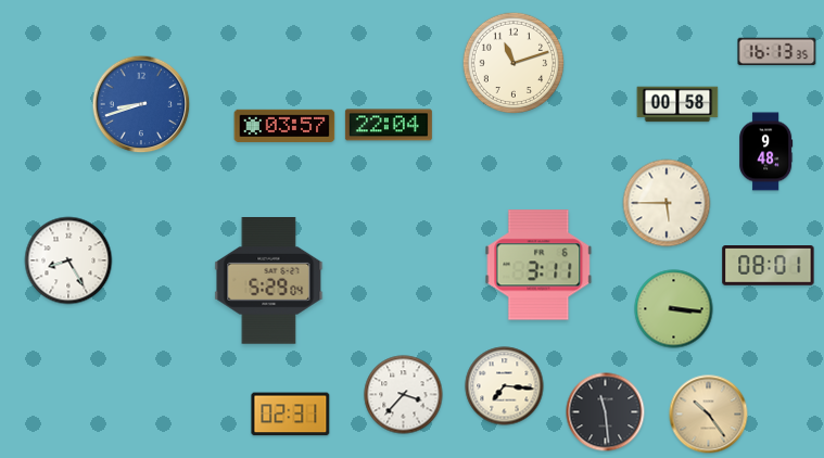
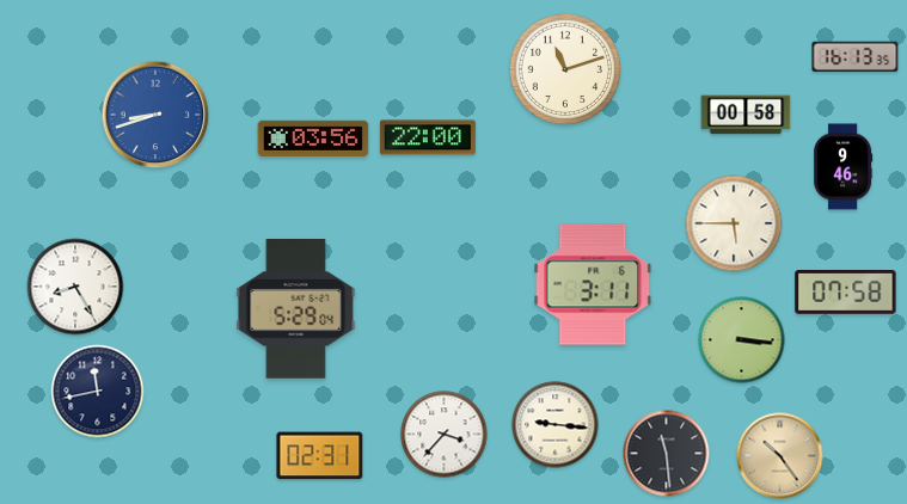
clock at (389, 125): 22:04 -> 22:00
clock at (284, 126): 03:57 -> 03:56
clock at (766, 152): 9:48 -> 9:46
clock at (538, 265) position: (538, 265) -> (593, 284)
clock at (769, 266): 08:01 -> 07:58
clock at (98, 392): none -> 11:43
clock at (505, 386): 7:16 -> 9:16
